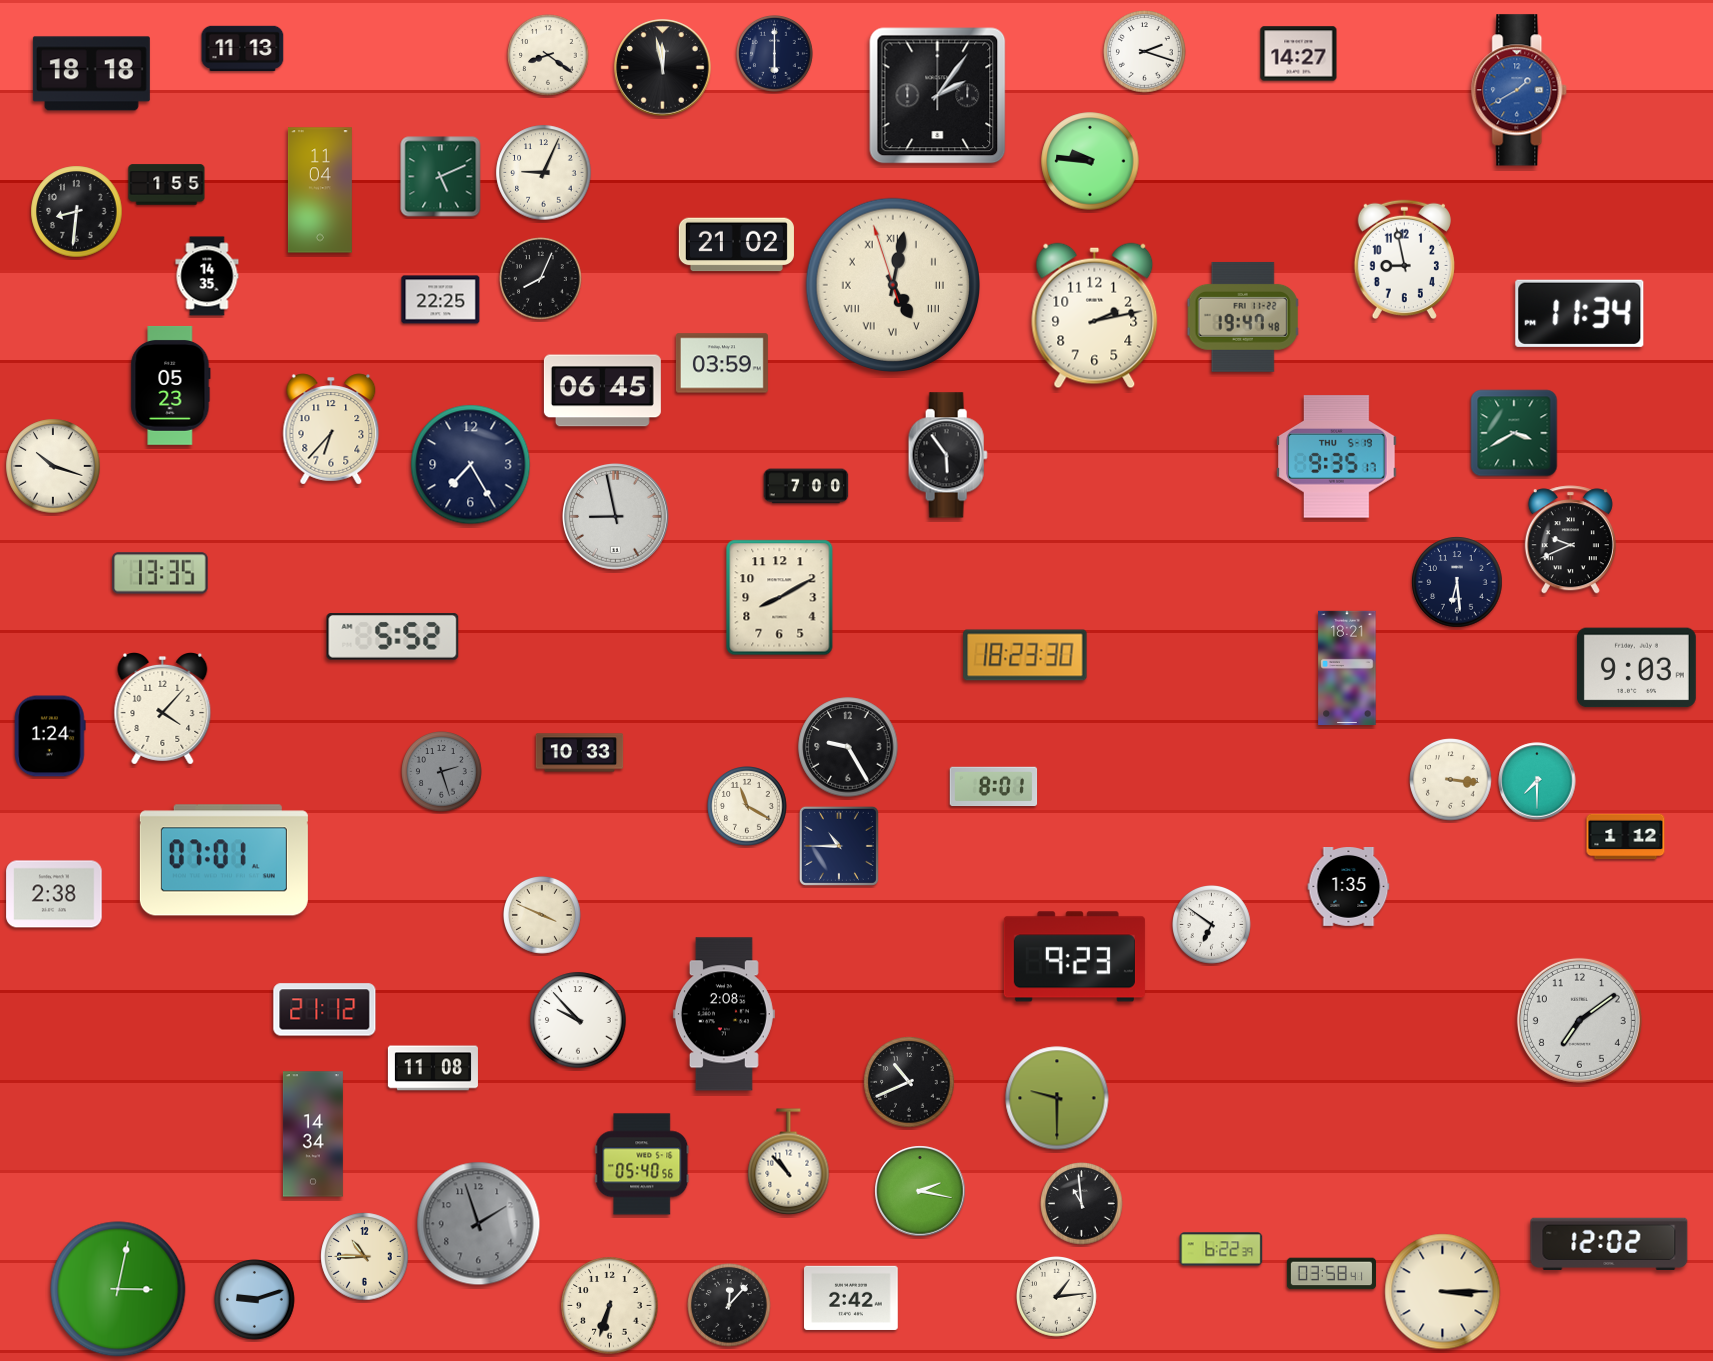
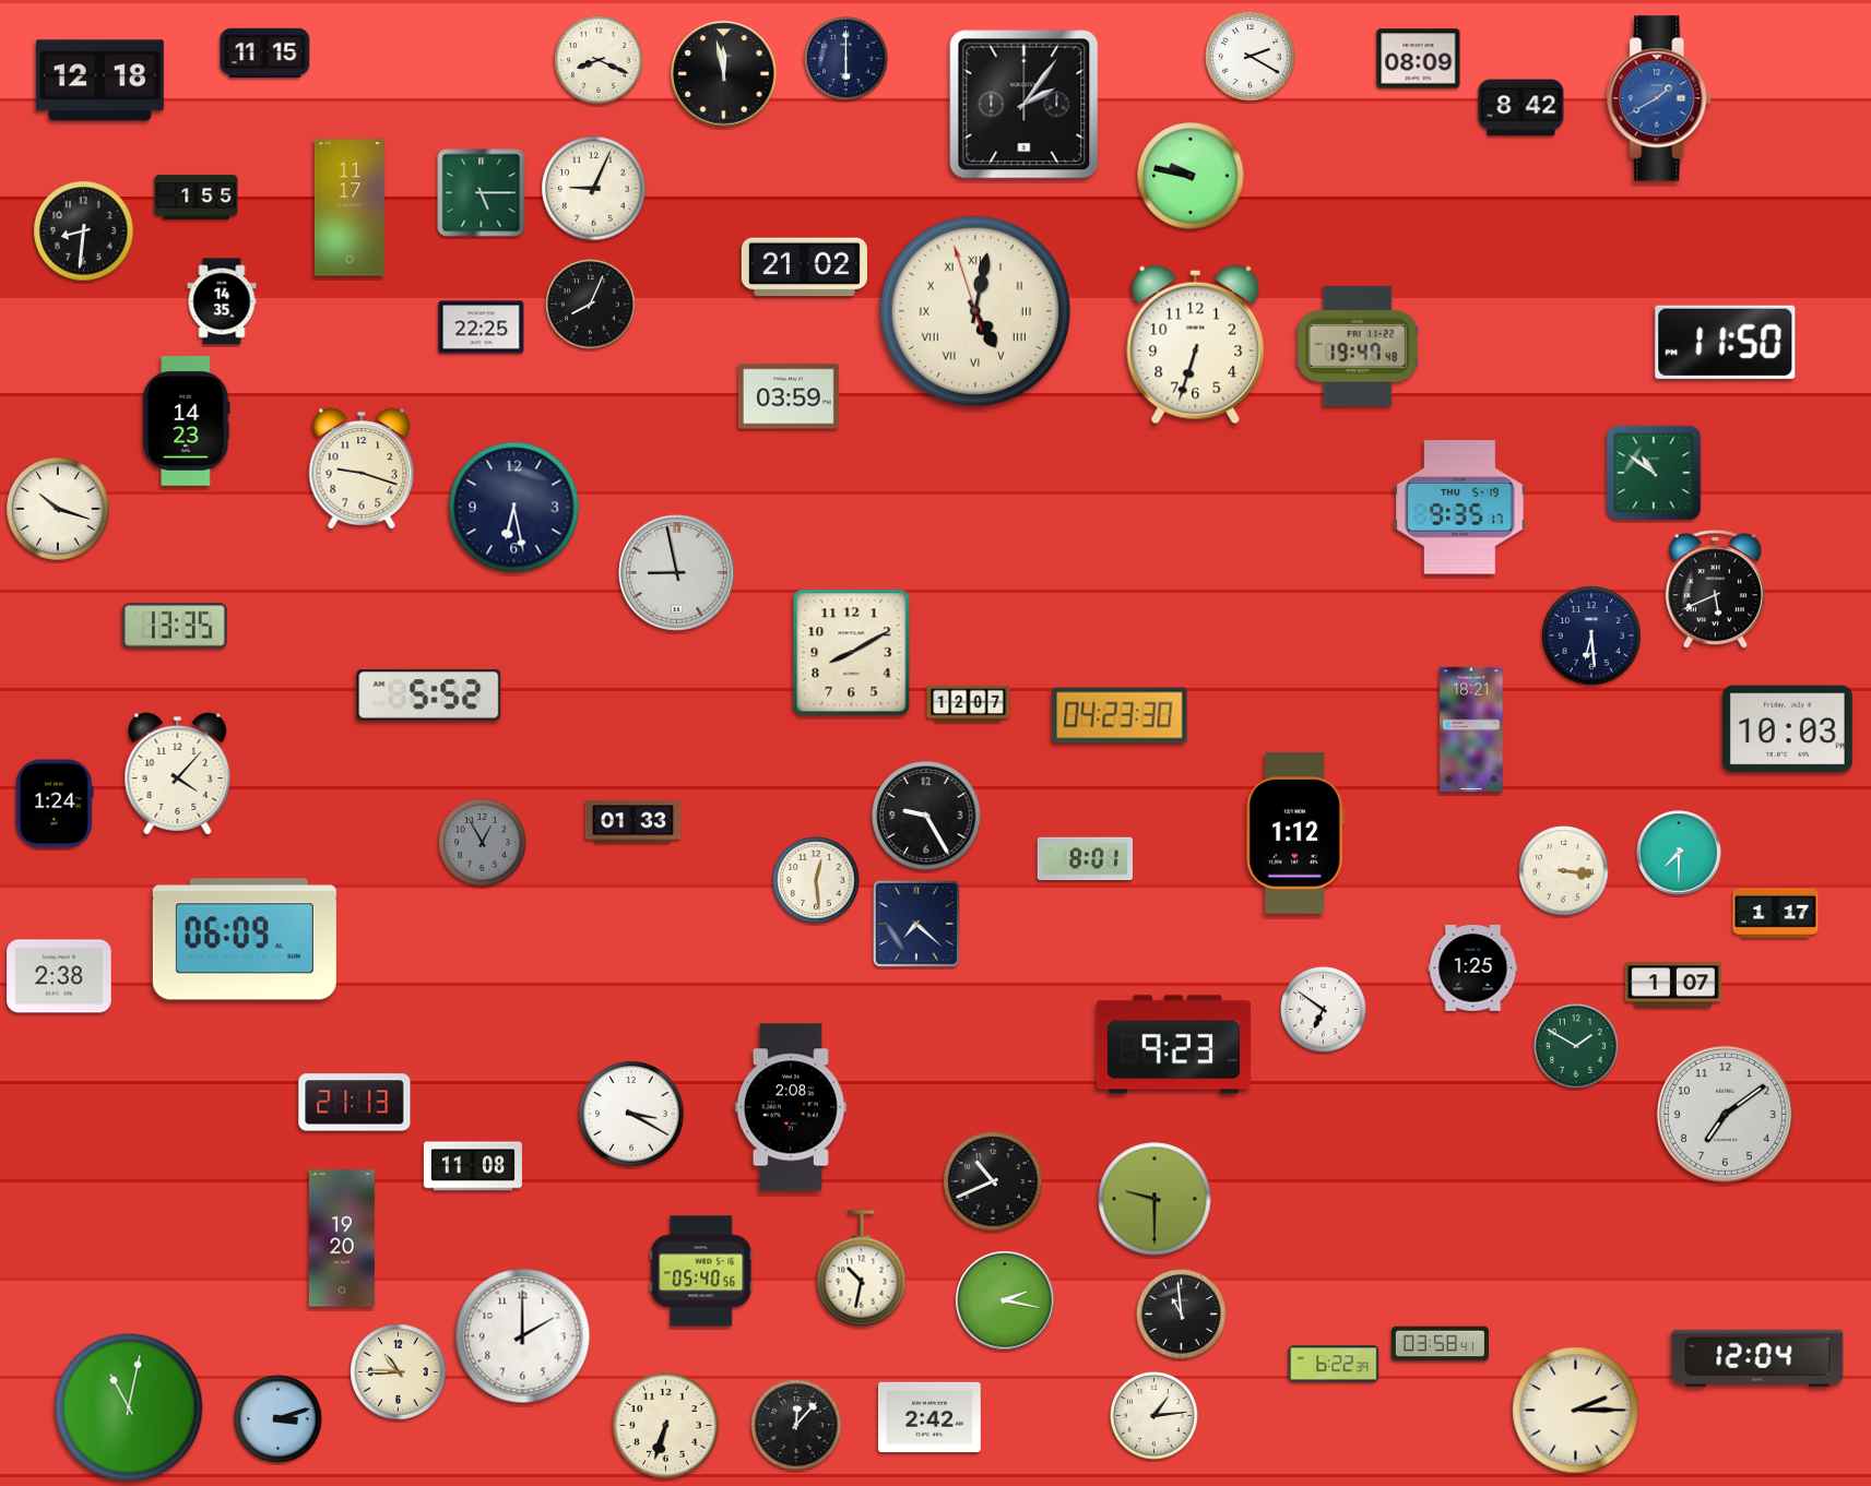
clock at (243, 48): 11:13 -> 11:15
clock at (1145, 52): 2:18 -> 2:20
clock at (1299, 54): 14:27 -> 08:09
clock at (548, 55): 8:21 -> 8:19
clock at (91, 74): 18:18 -> 12:18
clock at (1521, 108): none -> 8:42
clock at (1090, 161): 9:46 -> 9:47
clock at (441, 177): 5:11 -> 5:15
clock at (167, 185) position: (167, 185) -> (197, 198)
clock at (320, 190): 11:04 -> 11:17
clock at (1404, 260): 8:58 -> none
clock at (207, 276) position: (207, 276) -> (222, 301)
clock at (1580, 313): 11:34 -> 11:50
clock at (1095, 316): 2:13 -> 6:33
clock at (171, 385): 05:23 -> 14:23
clock at (602, 391): 06:45 -> none
clock at (331, 429): 6:37 -> 9:18
clock at (1514, 433): 3:40 -> 10:51
clock at (948, 455): 5:54 -> none
clock at (1337, 457) position: (1337, 457) -> (1460, 508)
clock at (471, 465): 7:25 -> 6:28
clock at (806, 486): 7:00 -> none
clock at (616, 517) position: (616, 517) -> (677, 573)
clock at (1570, 540): 9:41 -> 5:41
clock at (969, 704): none -> 12:07
clock at (1025, 655): 18:23 -> 04:23
clock at (1636, 668): 9:03 -> 10:03
clock at (580, 753): 10:33 -> 01:33
clock at (1295, 833): none -> 1:12
clock at (442, 772): 2:27 -> 12:55
clock at (1451, 780) position: (1451, 780) -> (1564, 871)
clock at (748, 807): 11:20 -> 12:29
clock at (1626, 837): 1:12 -> 1:17
clock at (839, 846): 10:45 -> 7:22
clock at (224, 860): 07:01 -> 06:09
clock at (1349, 887): 1:35 -> 1:25
clock at (1672, 985): none -> 1:07
clock at (543, 916): 3:49 -> none
clock at (1577, 1047): none -> 1:50
clock at (325, 1010): 21:12 -> 21:13
clock at (578, 1020): 9:53 -> 3:20
clock at (313, 1134): 14:34 -> 19:20
clock at (789, 1162): 10:53 -> 10:32
clock at (479, 1224): 1:57 -> 2:00
clock at (479, 1224) dial: grey -> white
clock at (1609, 1244): 12:02 -> 12:04
clock at (1331, 1274) position: (1331, 1274) -> (1440, 1344)
clock at (118, 1289): 3:02 -> 11:02
clock at (1443, 1292): 3:15 -> 2:15
clock at (255, 1300): 9:12 -> 3:12
